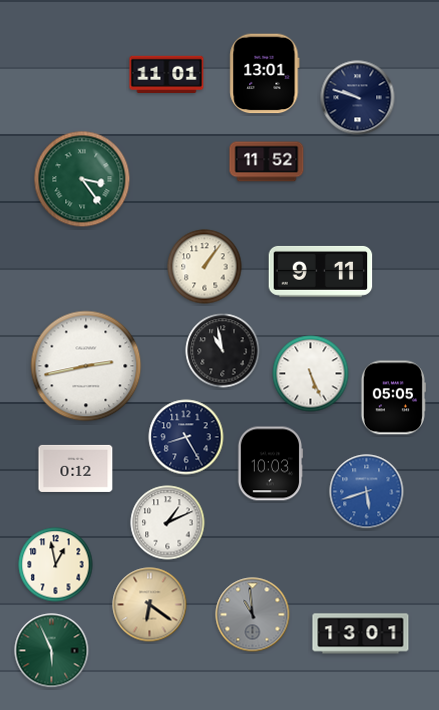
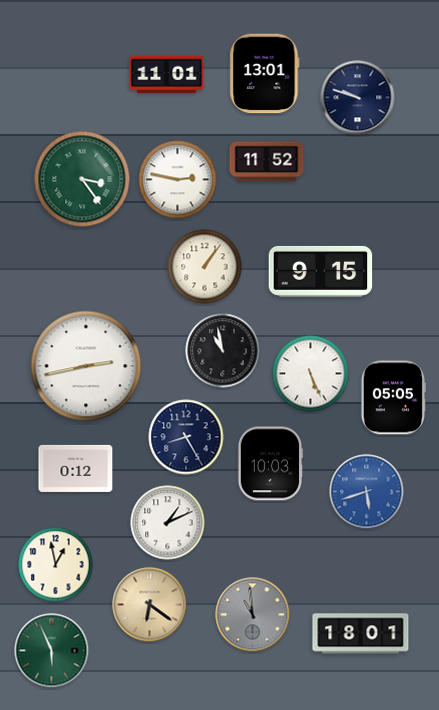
clock at (178, 180): none -> 2:47
clock at (321, 271): 9:11 -> 9:15
clock at (361, 634): 13:01 -> 18:01
